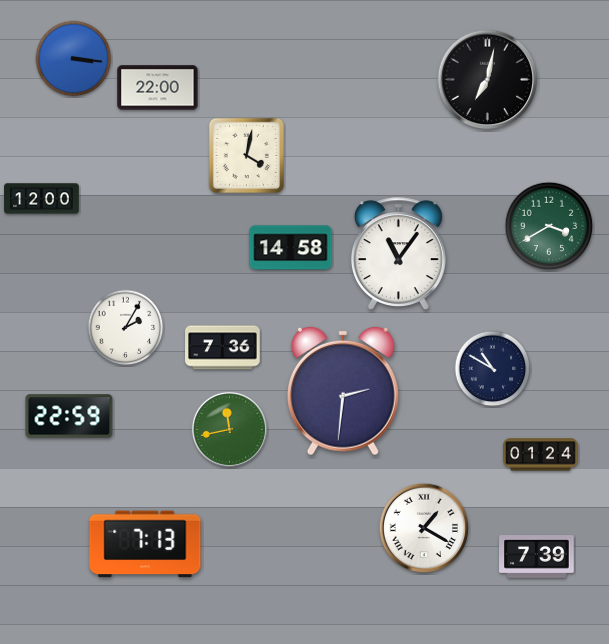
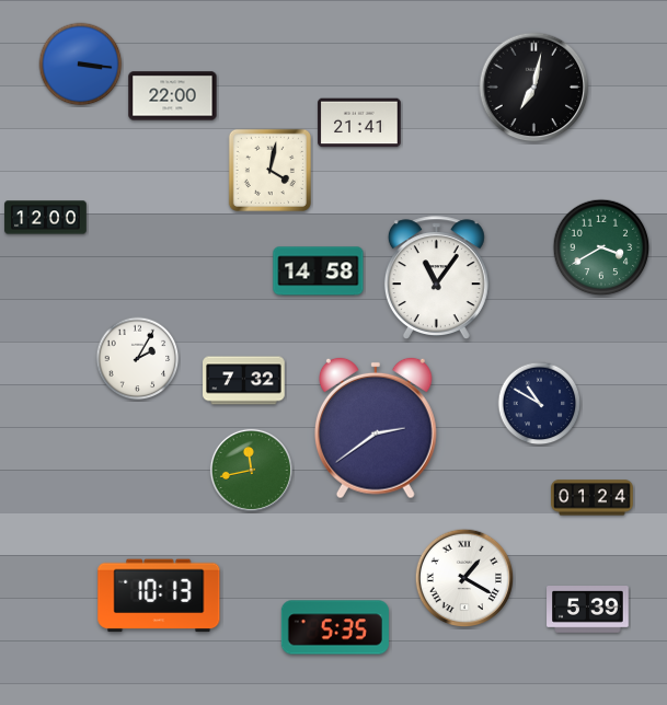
clock at (359, 123): none -> 21:41
clock at (223, 348): 7:36 -> 7:32
clock at (343, 391): 2:31 -> 2:39
clock at (69, 416): 22:59 -> none
clock at (145, 544): 7:13 -> 10:13
clock at (537, 557): 7:39 -> 5:39
clock at (335, 627): none -> 5:35
